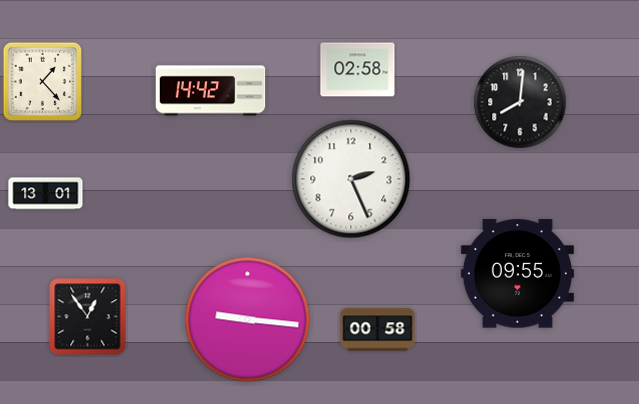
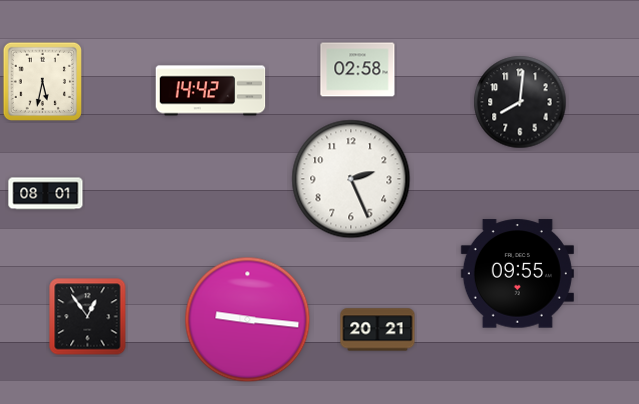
clock at (42, 81): 1:23 -> 5:32
clock at (46, 194): 13:01 -> 08:01
clock at (378, 330): 00:58 -> 20:21
